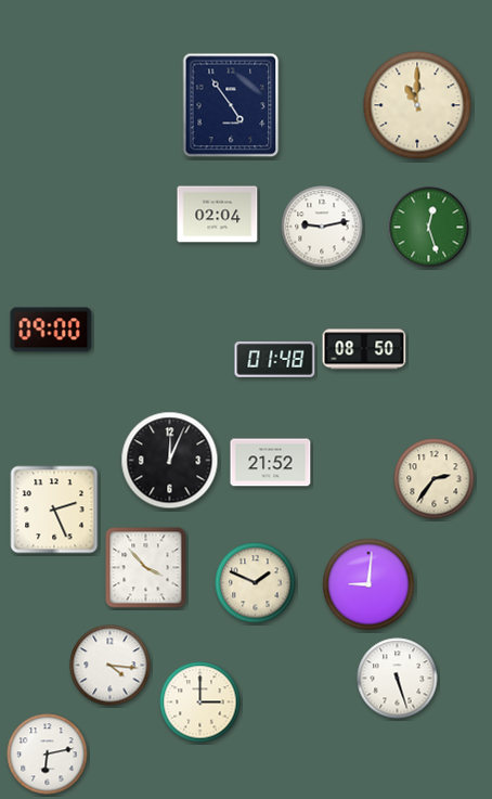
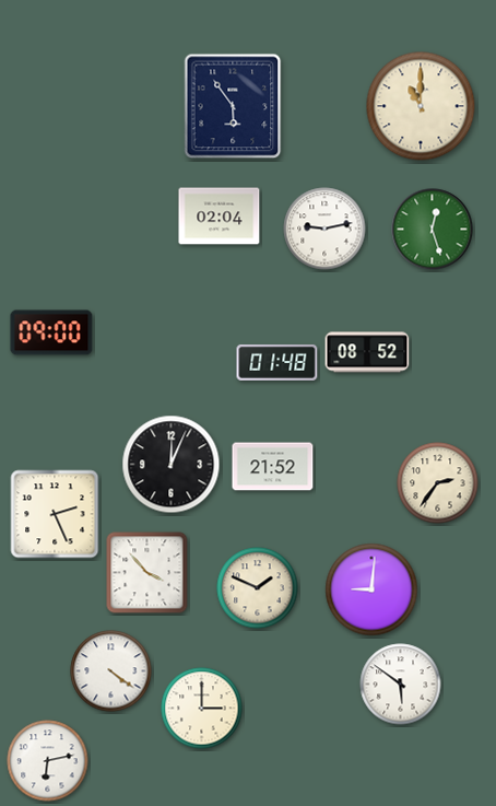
clock at (231, 105): 4:54 -> 5:54
clock at (364, 349): 08:50 -> 08:52
clock at (111, 666): 4:16 -> 4:21
clock at (398, 679): 5:27 -> 5:51
